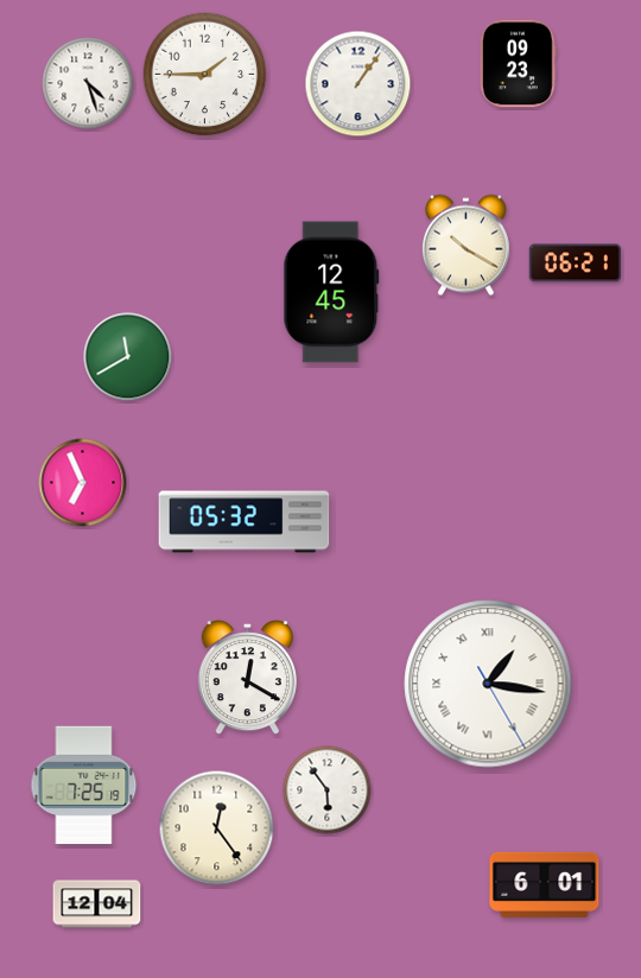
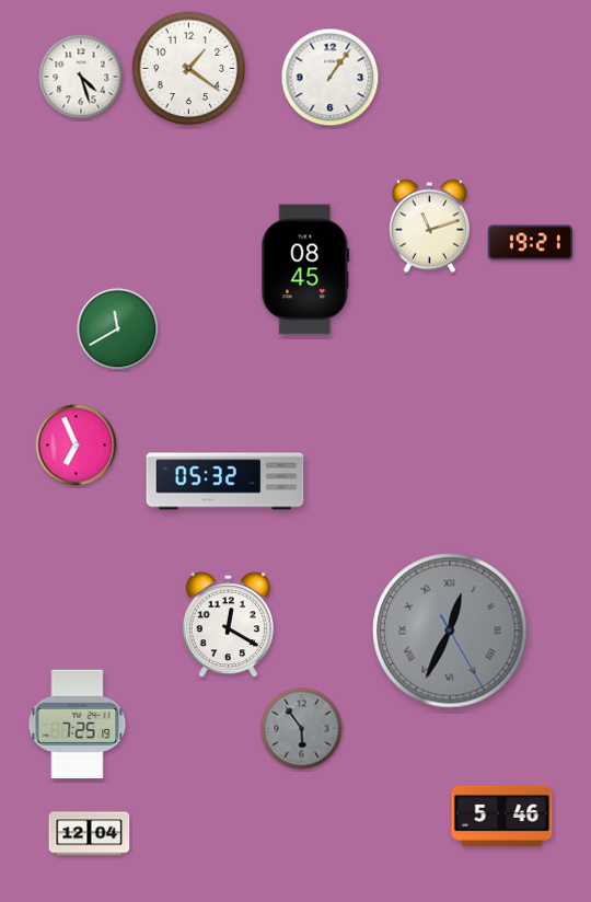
clock at (519, 64): 09:23 -> none
clock at (205, 75): 1:45 -> 1:21
clock at (465, 246): 10:20 -> 11:12
clock at (576, 263): 06:21 -> 19:21
clock at (331, 292): 12:45 -> 08:45
clock at (488, 684): 1:16 -> 12:34
clock at (488, 684) dial: white -> grey
clock at (328, 790) dial: white -> grey
clock at (217, 828): 12:24 -> none
clock at (545, 884): 6:01 -> 5:46
